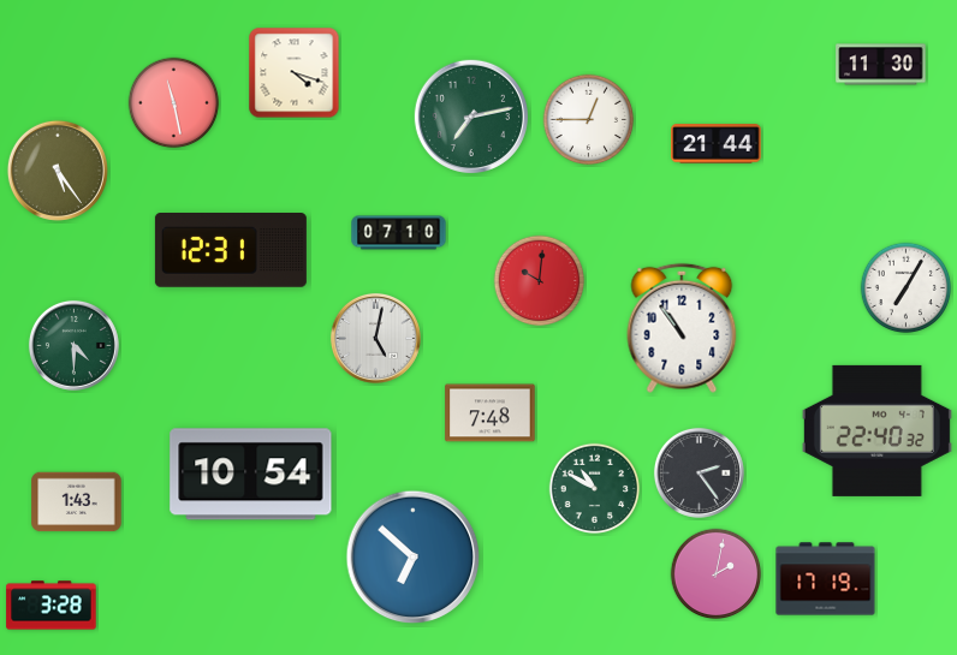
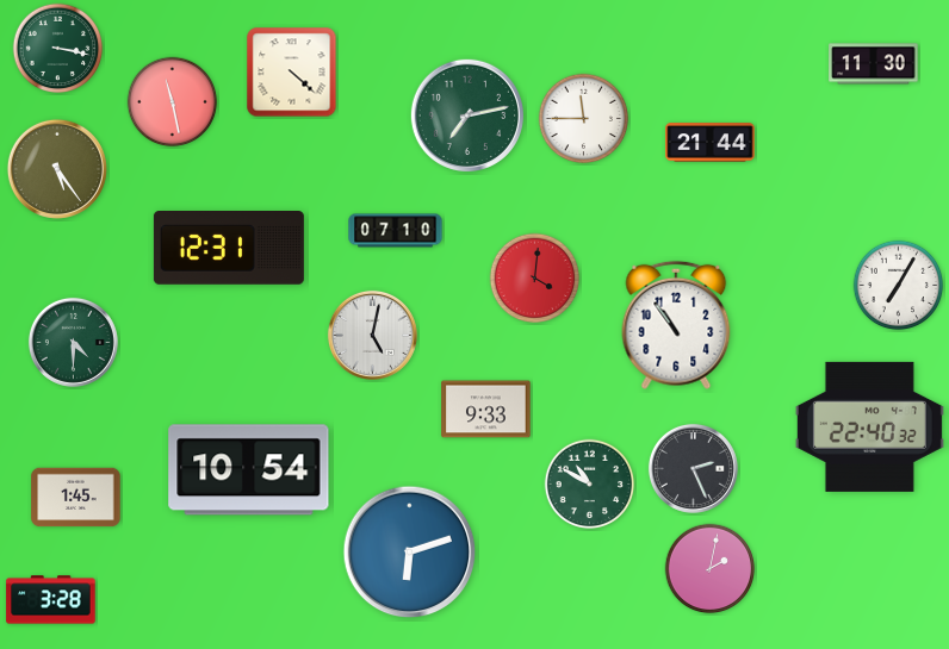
clock at (58, 49): none -> 3:17
clock at (295, 73): 4:18 -> 4:22
clock at (589, 120): 12:45 -> 11:45
clock at (540, 281): 10:01 -> 4:01
clock at (491, 413): 7:48 -> 9:33
clock at (699, 472): 2:24 -> 2:26
clock at (77, 502): 1:43 -> 1:45
clock at (414, 558): 6:52 -> 6:12
clock at (826, 579): 17:19 -> none
